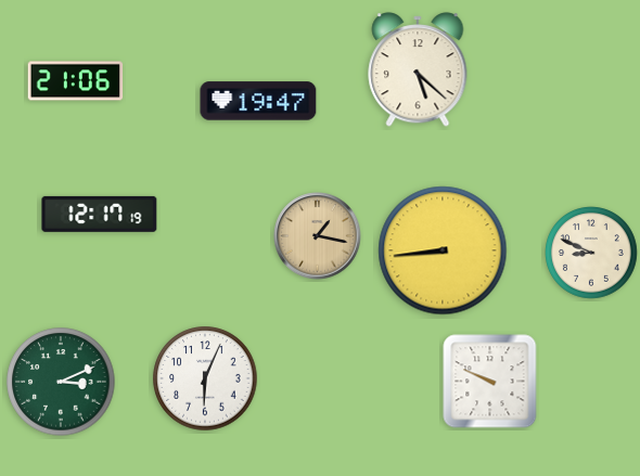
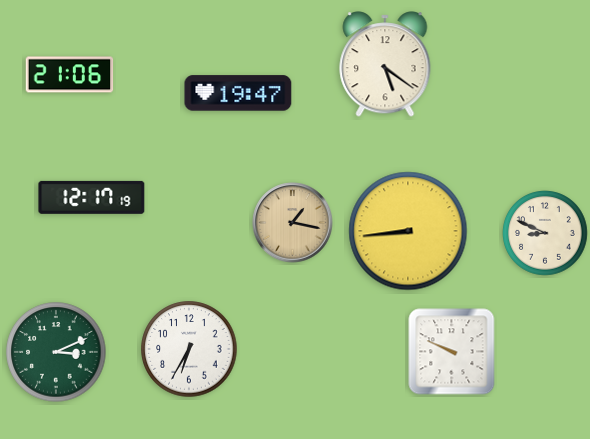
clock at (418, 69): 5:22 -> 5:21
clock at (318, 236) position: (318, 236) -> (293, 223)
clock at (205, 378): 6:04 -> 6:35
